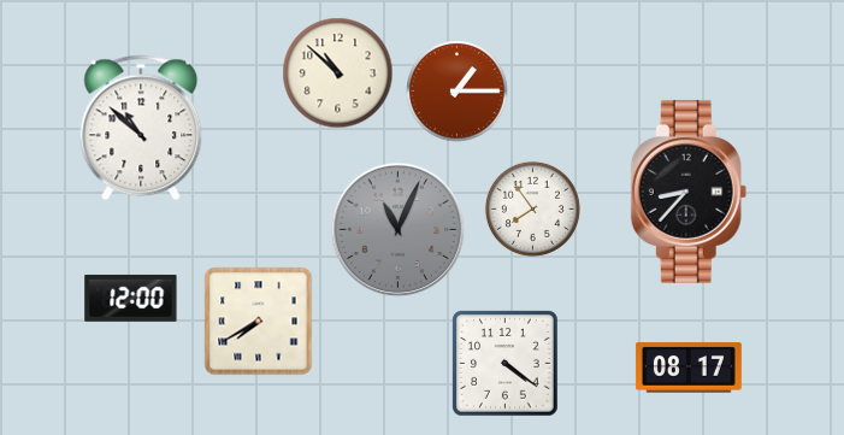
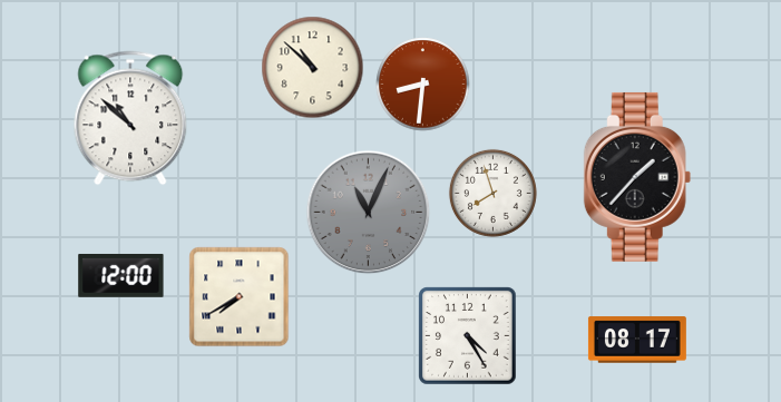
clock at (458, 92): 1:15 -> 8:31
clock at (689, 192): 8:37 -> 1:37
clock at (532, 208): 7:54 -> 7:57
clock at (506, 364): 4:21 -> 4:25
